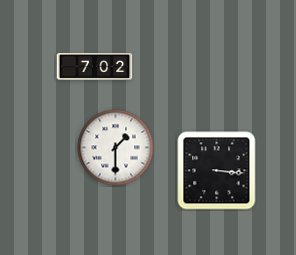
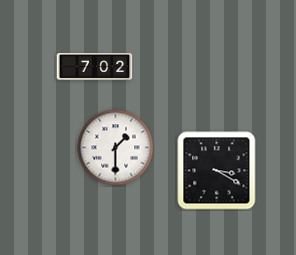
clock at (217, 171): 3:16 -> 3:20
